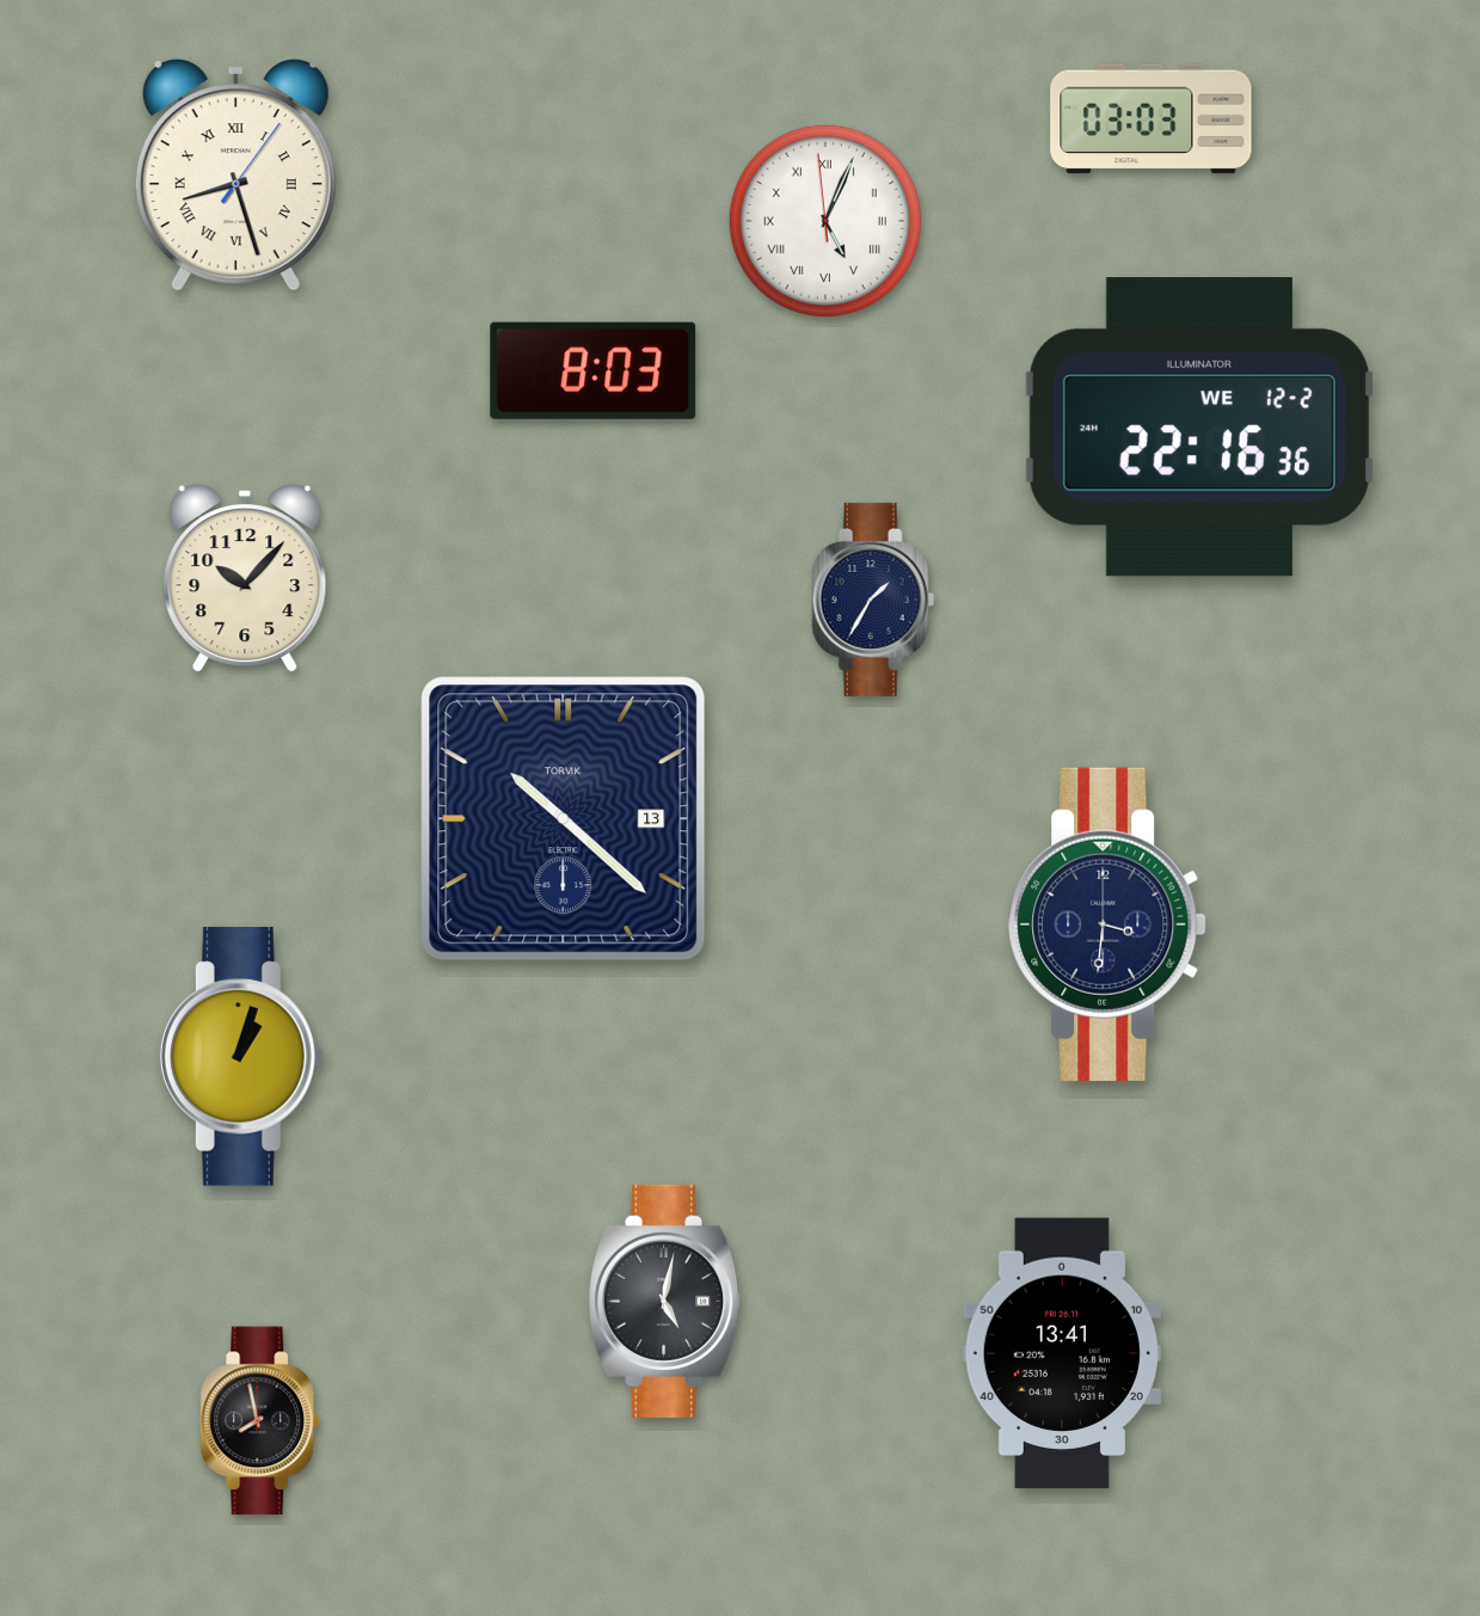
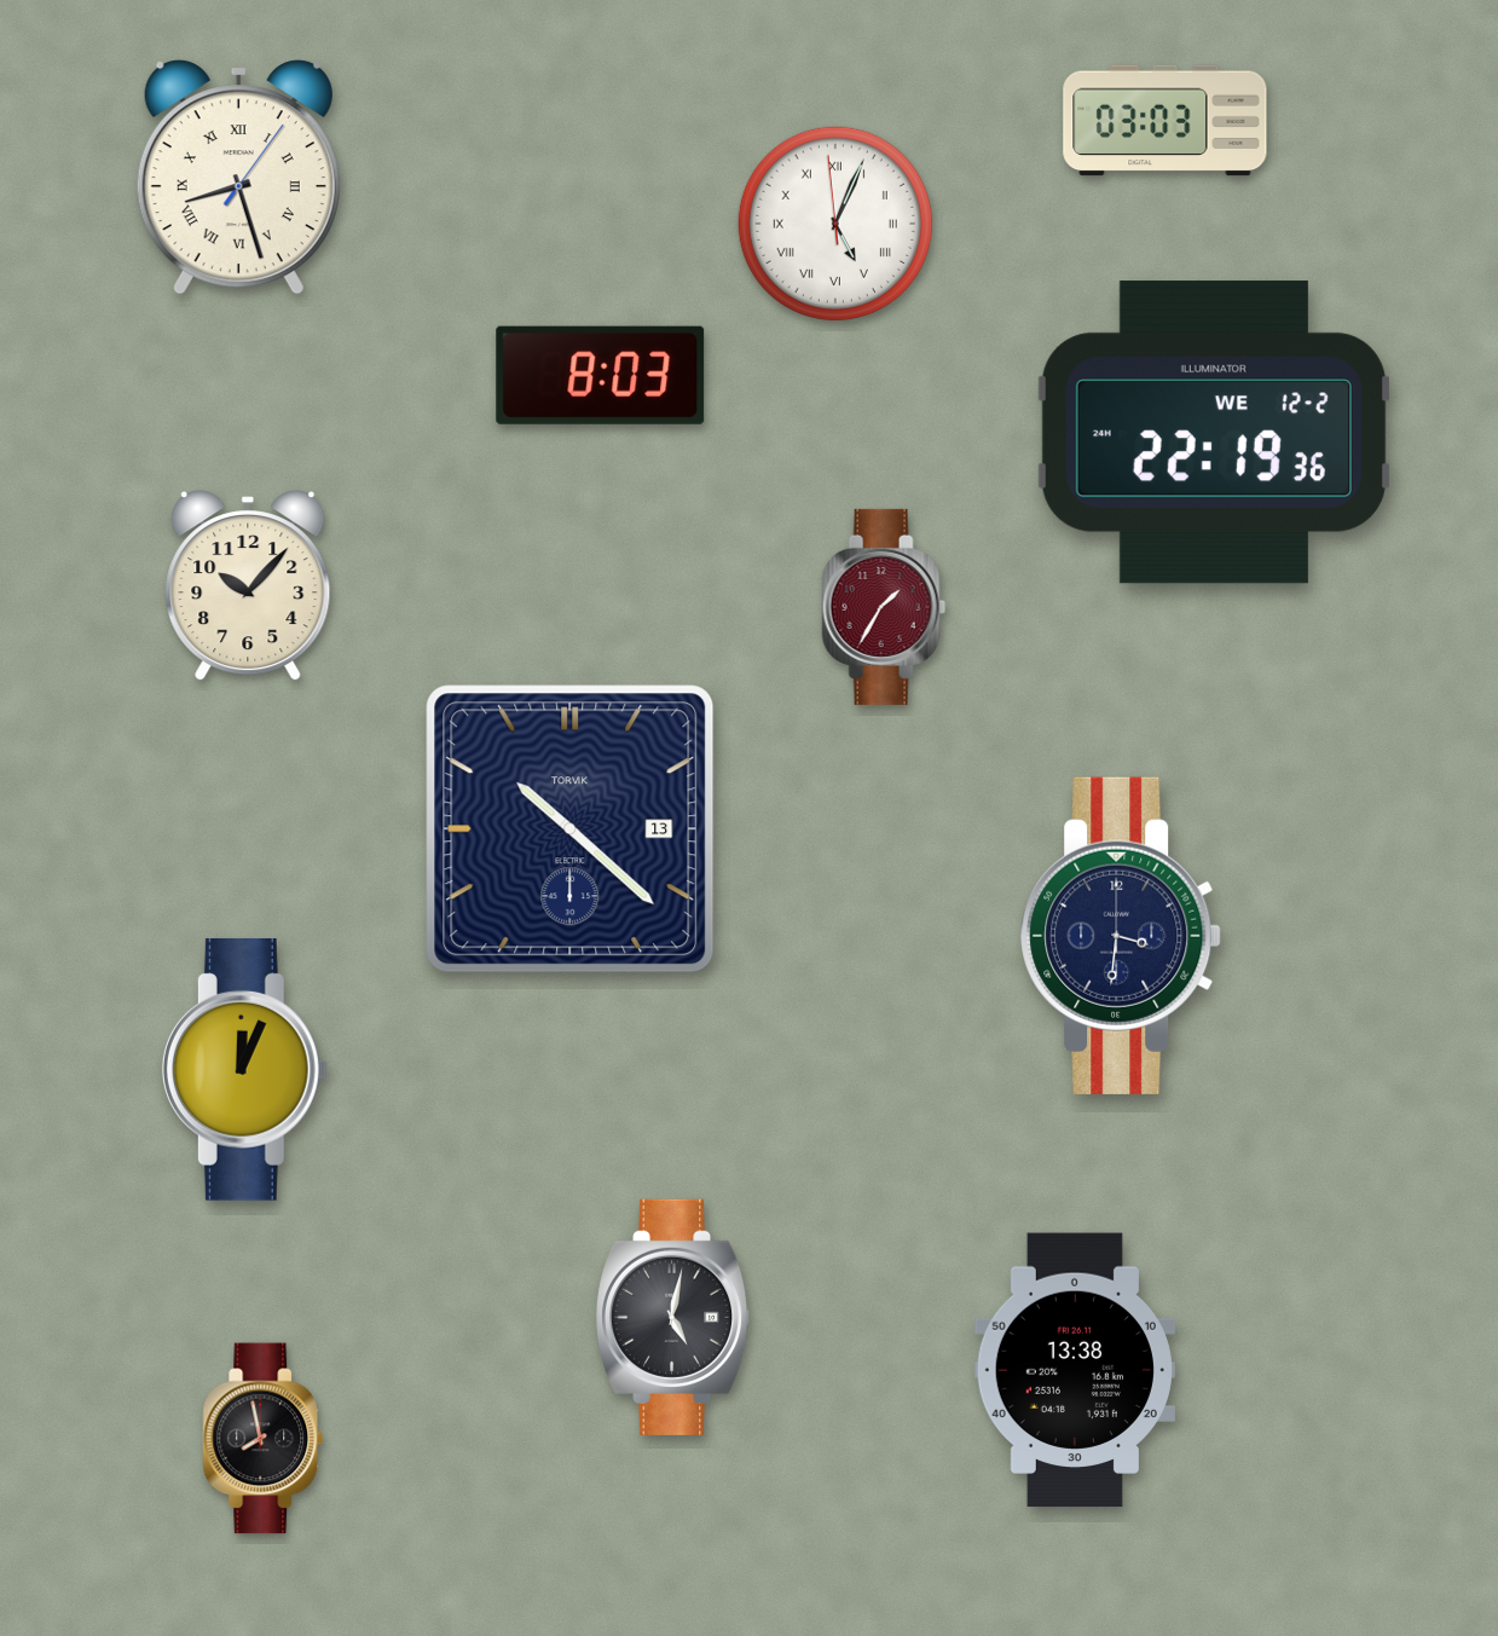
clock at (1199, 428): 22:16 -> 22:19
clock at (873, 600) dial: navy -> burgundy
clock at (241, 1057): 1:03 -> 12:04
clock at (1062, 1353): 13:41 -> 13:38
